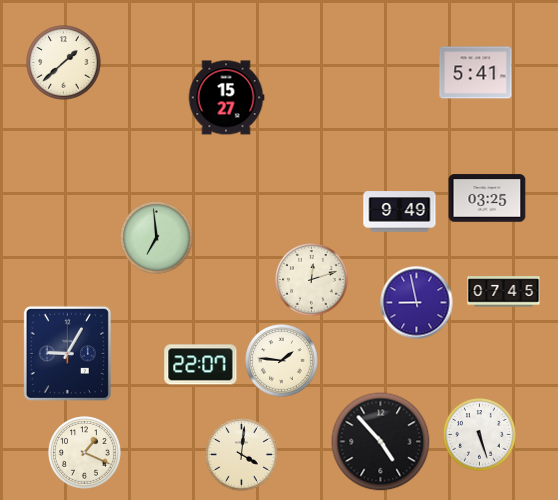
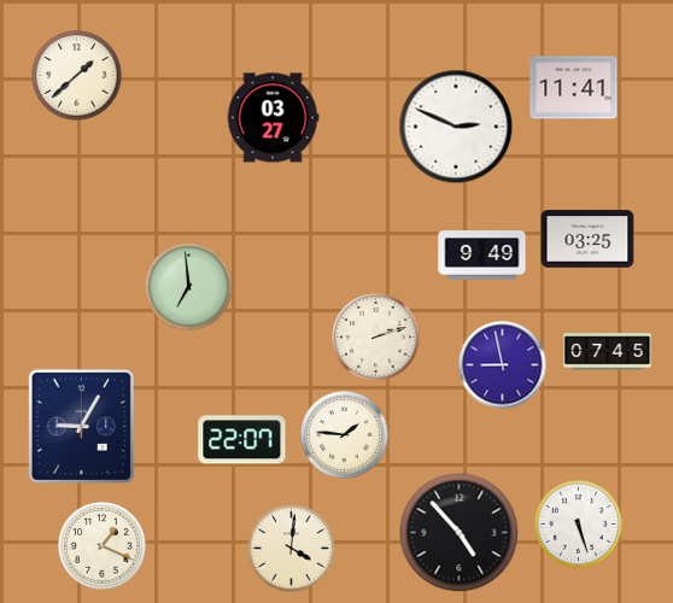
clock at (476, 73): 5:41 -> 11:41
clock at (226, 98): 15:27 -> 03:27
clock at (456, 127): none -> 2:49
clock at (312, 280): 12:12 -> 2:12
clock at (282, 361) position: (282, 361) -> (345, 435)
